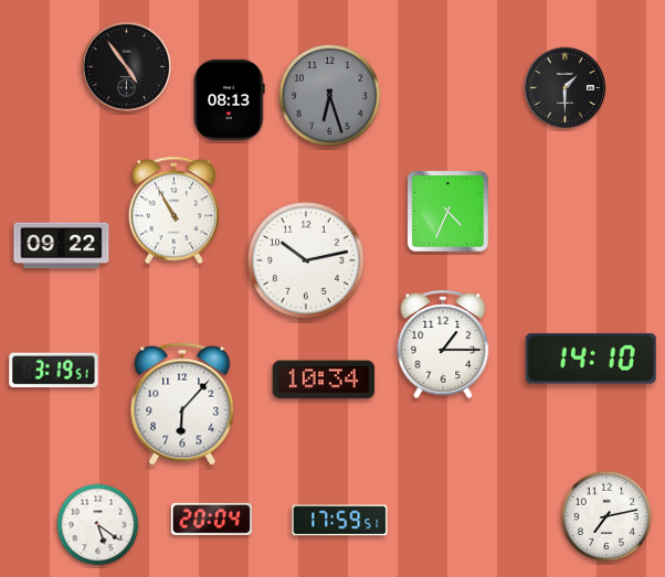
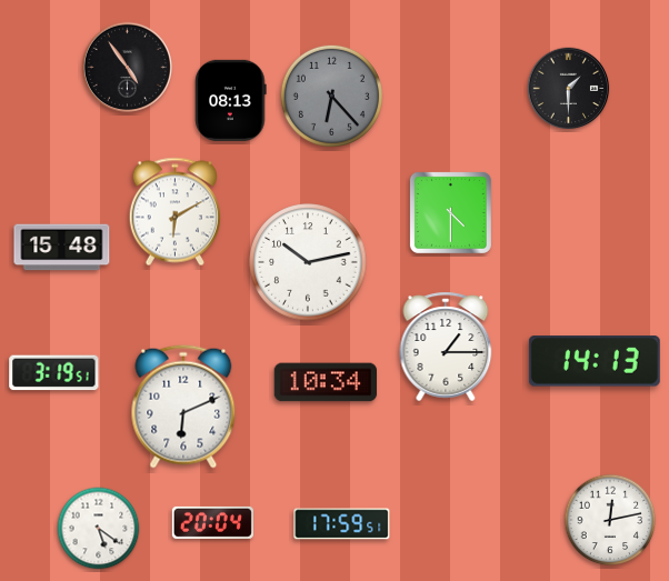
clock at (329, 95): 6:27 -> 6:23
clock at (173, 211): 10:55 -> 6:10
clock at (447, 211): 4:34 -> 4:30
clock at (62, 246): 09:22 -> 15:48
clock at (591, 359): 14:10 -> 14:13
clock at (182, 404): 6:07 -> 6:11
clock at (606, 516): 7:13 -> 12:13
